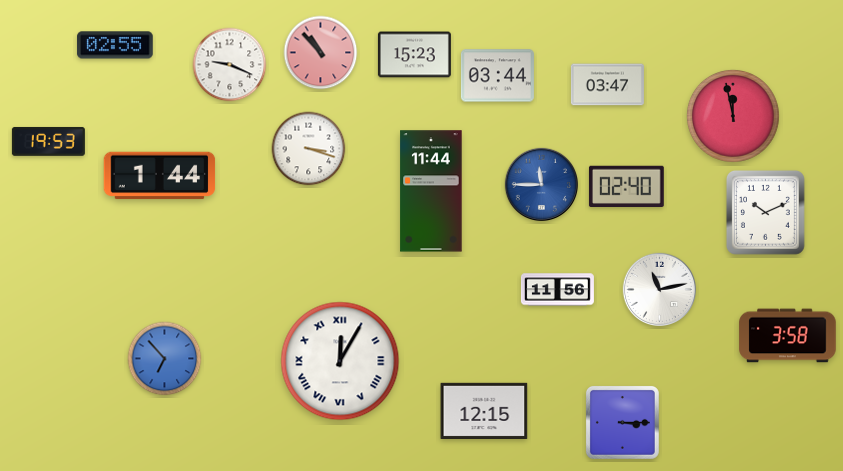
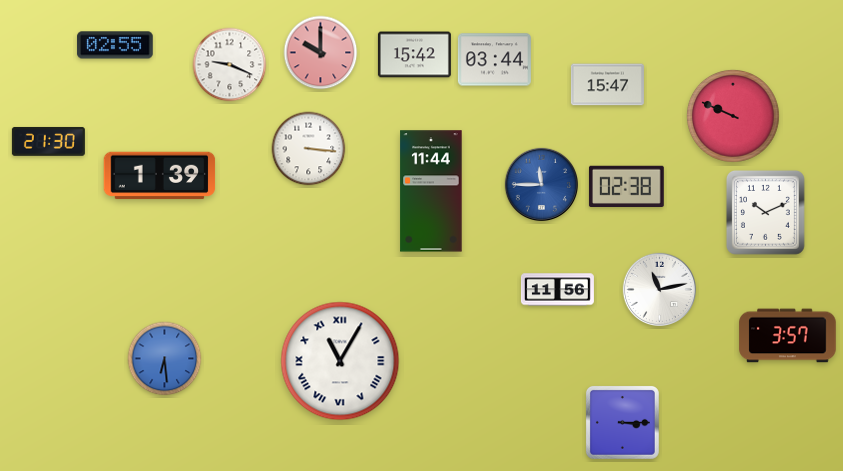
clock at (321, 53): 10:53 -> 10:00
clock at (414, 55): 15:23 -> 15:42
clock at (497, 76) position: (497, 76) -> (494, 60)
clock at (607, 85): 03:47 -> 15:47
clock at (733, 116): 11:58 -> 9:49
clock at (48, 141): 19:53 -> 21:30
clock at (309, 149): 3:18 -> 3:16
clock at (160, 176): 1:44 -> 1:39
clock at (626, 186): 02:40 -> 02:38
clock at (788, 336): 3:58 -> 3:57
clock at (165, 359): 6:53 -> 6:29
clock at (340, 361): 12:05 -> 11:05
clock at (484, 410): 12:15 -> none
